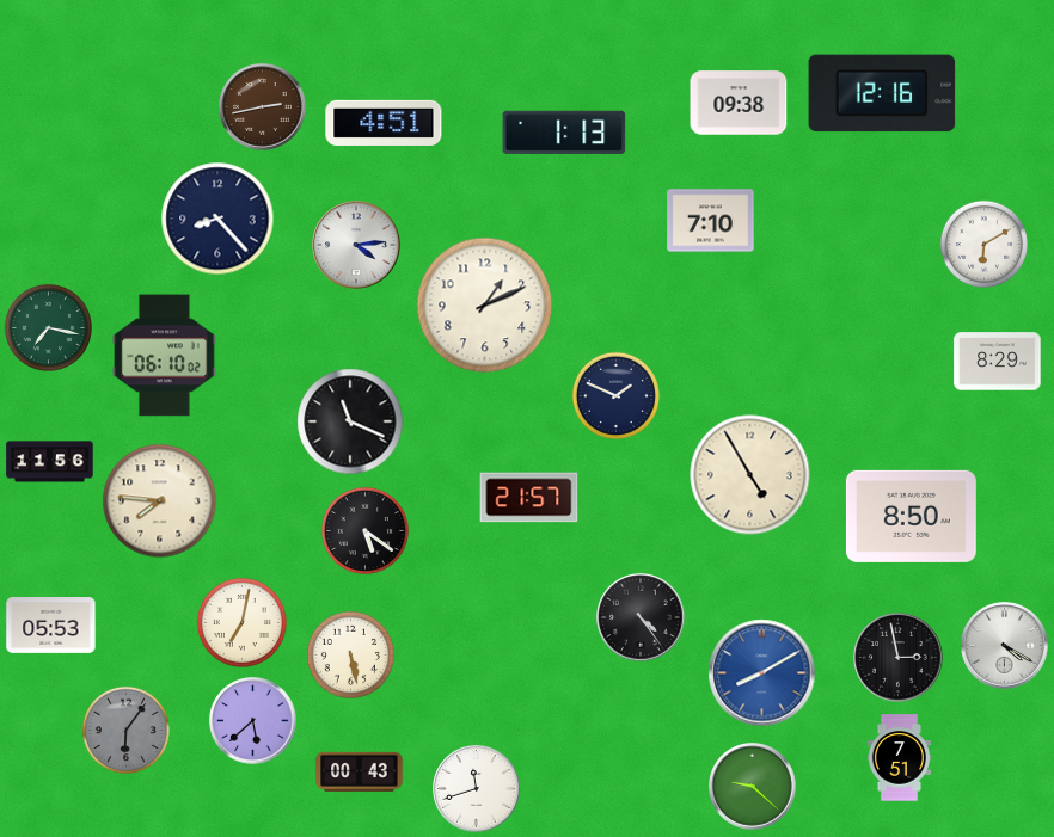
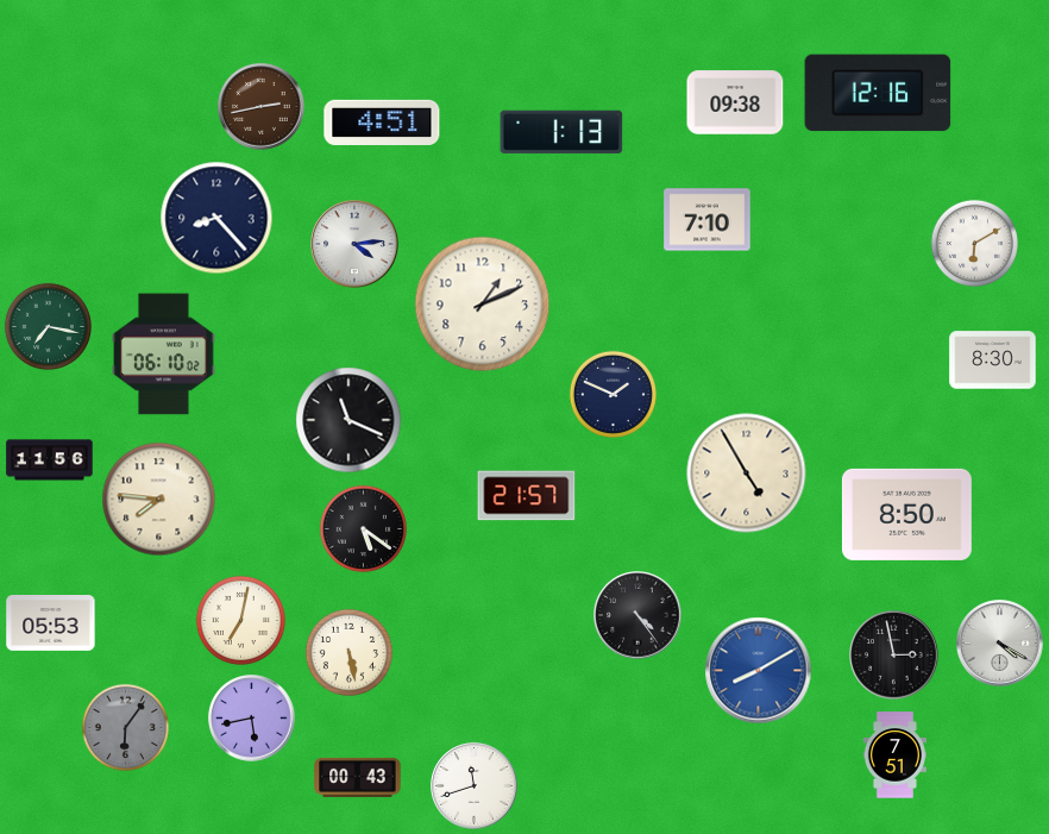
clock at (983, 244) position: (983, 244) -> (974, 243)
clock at (998, 362): 8:29 -> 8:30
clock at (253, 721): 5:38 -> 5:43
clock at (360, 771) position: (360, 771) -> (358, 777)
clock at (753, 787): 9:22 -> none
